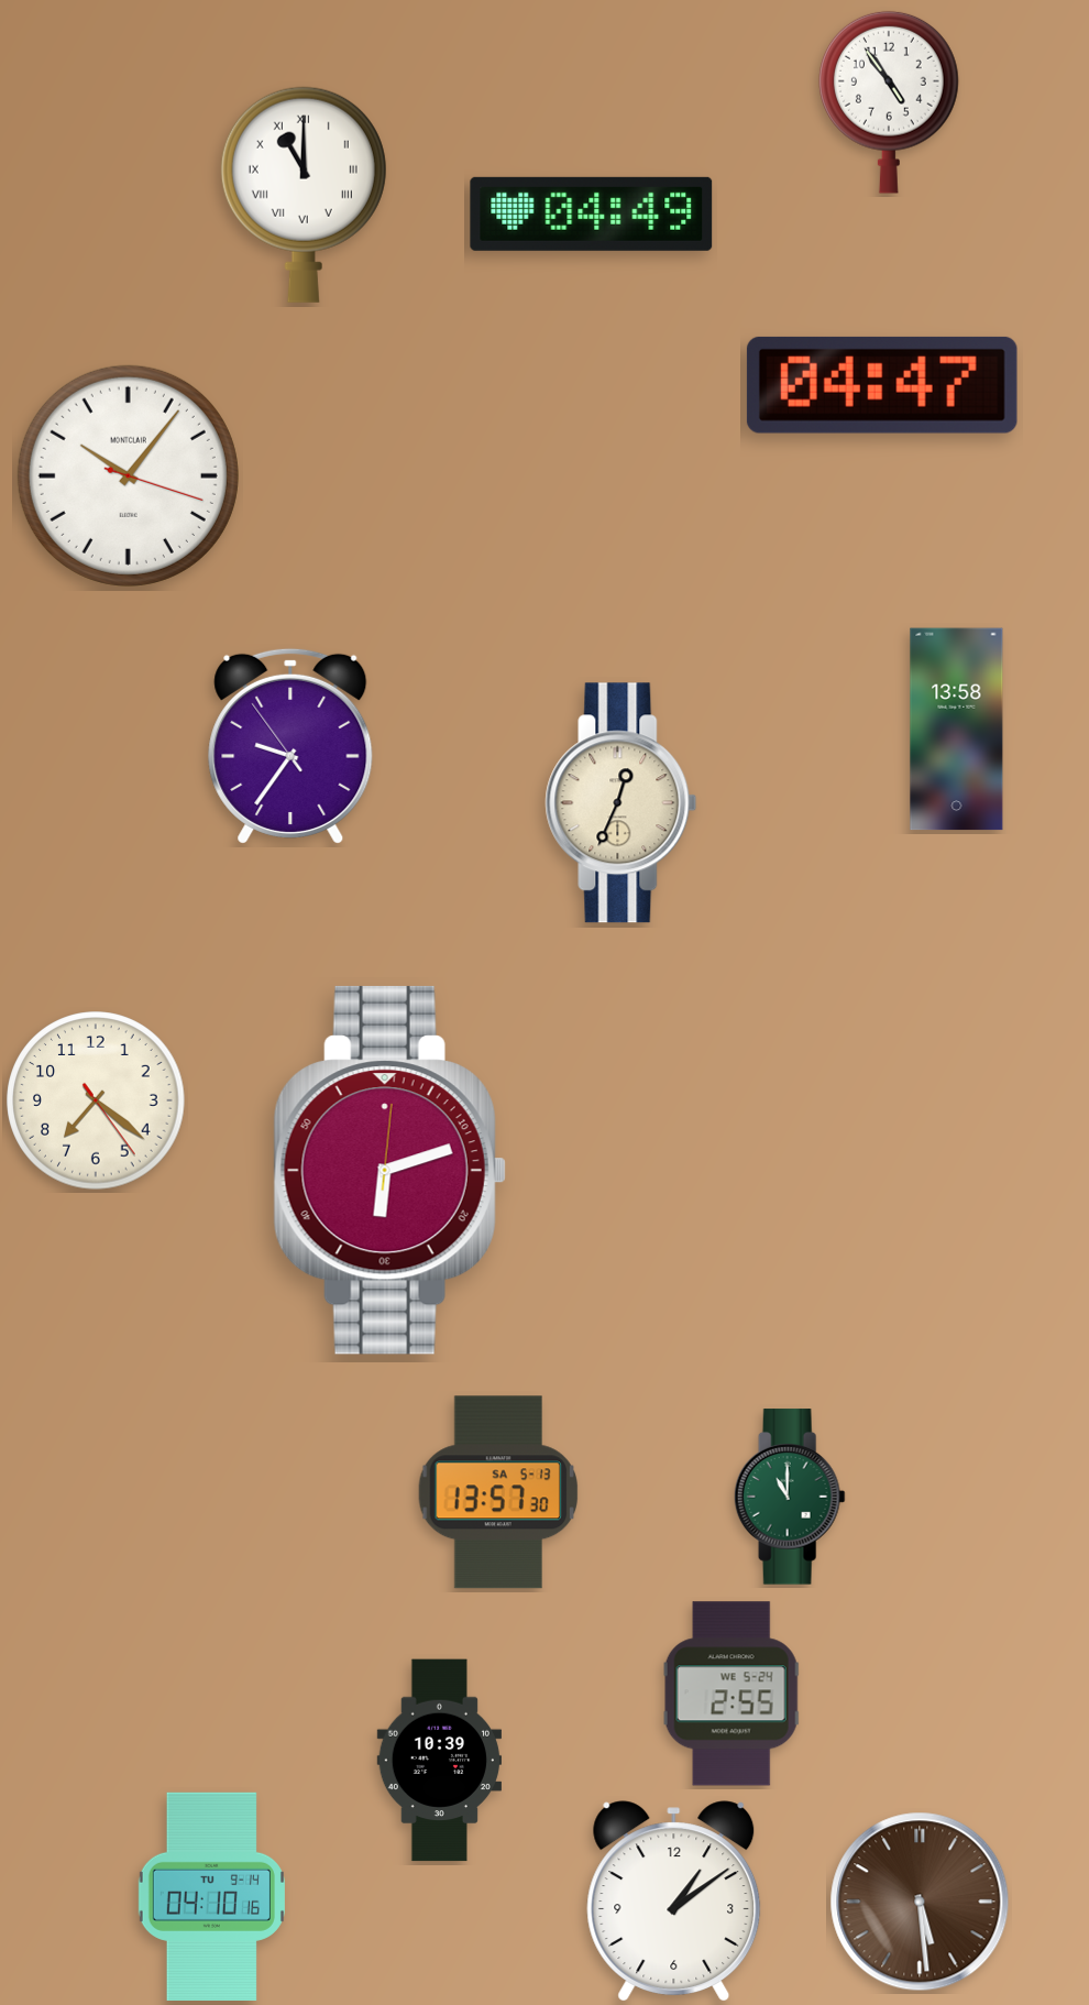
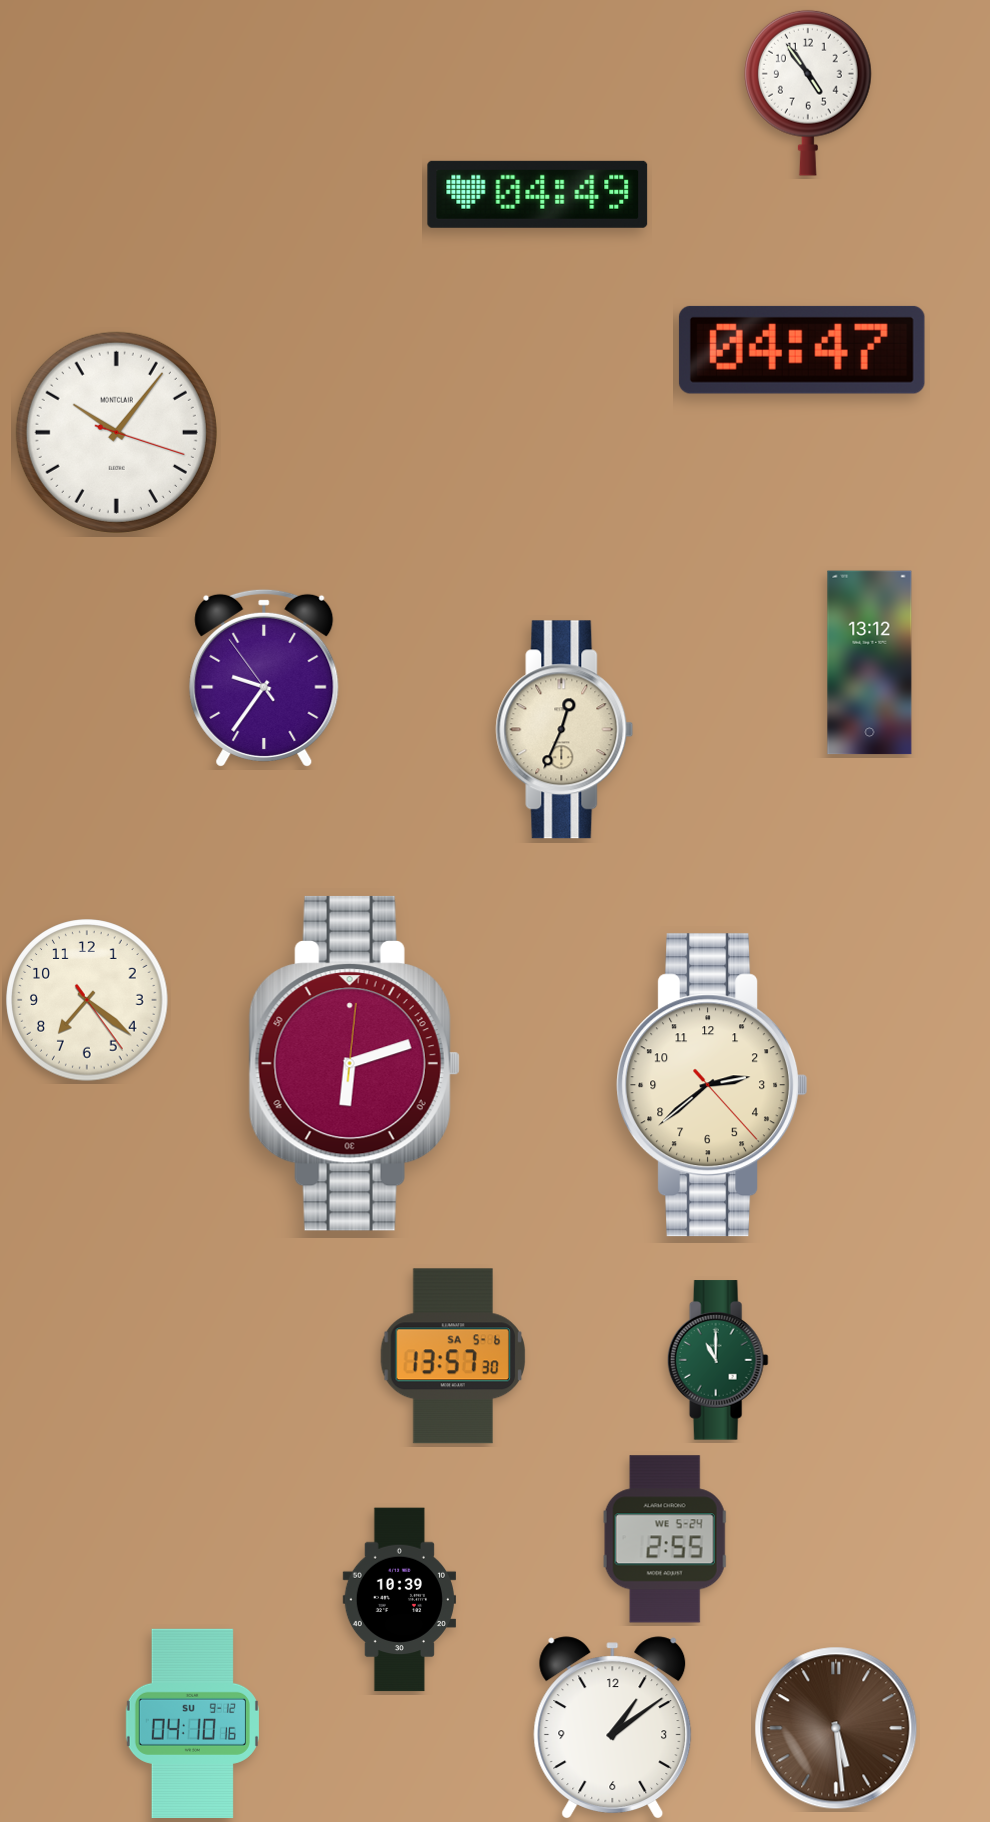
clock at (304, 195): 11:00 -> none
clock at (957, 730): 13:58 -> 13:12
clock at (712, 1085): none -> 2:38
clock at (497, 1492) date: SA 5-13 -> SA 5-6
clock at (211, 1896) date: TU 9-14 -> SU 9-12
